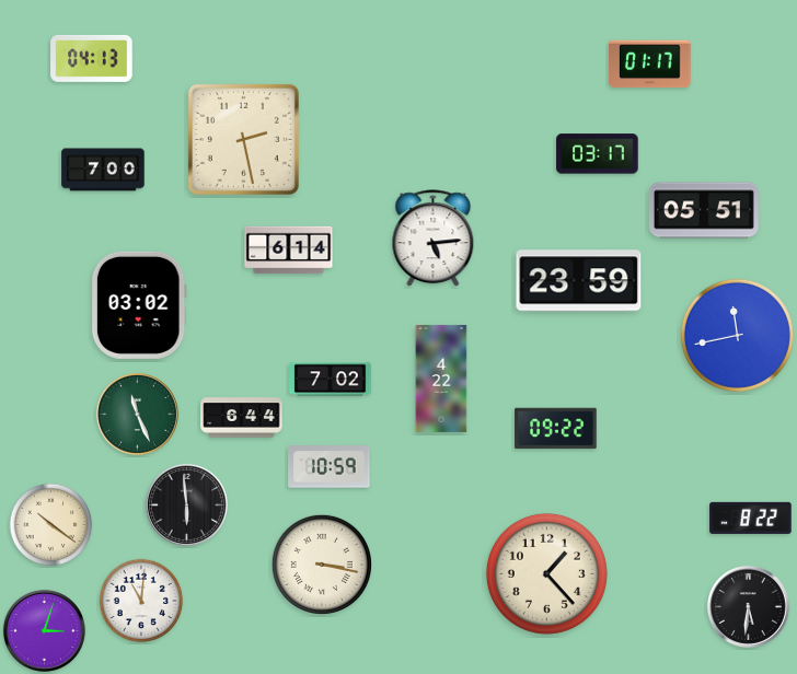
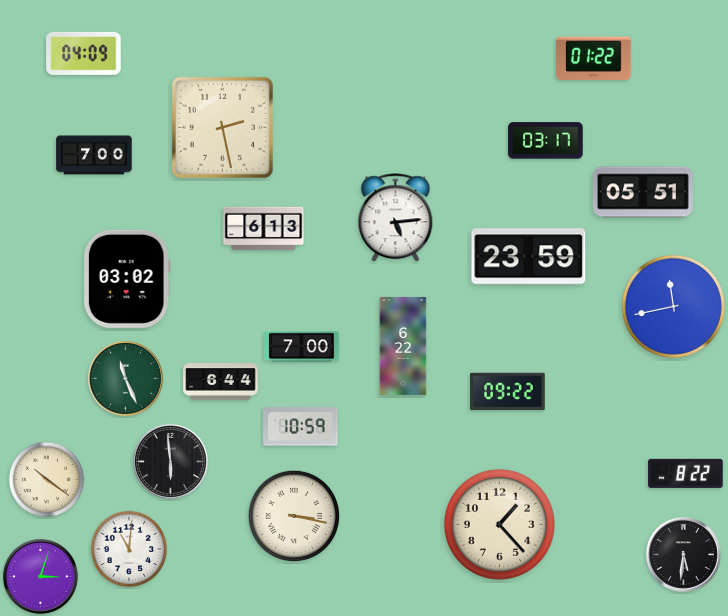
clock at (92, 58): 04:13 -> 04:09
clock at (650, 65): 01:17 -> 01:22
clock at (289, 251): 6:14 -> 6:13
clock at (441, 379): 4:22 -> 6:22
clock at (331, 380): 7:02 -> 7:00
